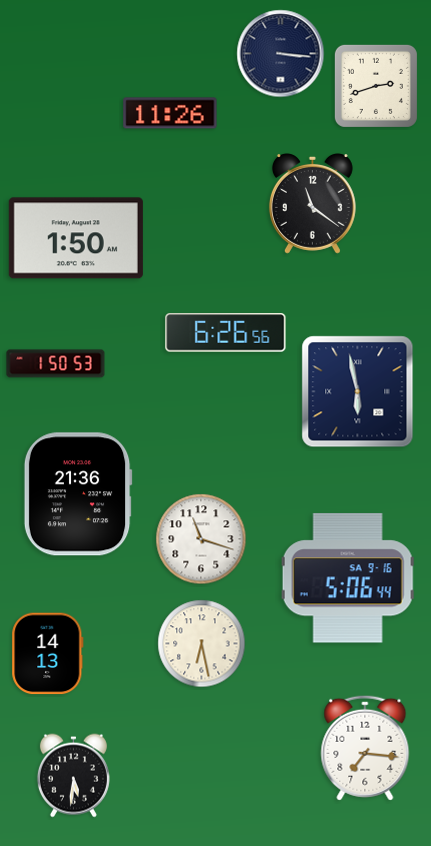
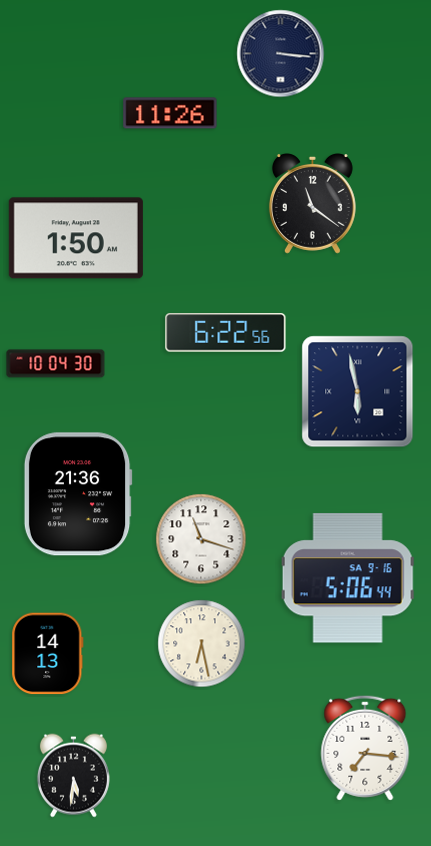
clock at (376, 86): 2:42 -> none
clock at (226, 333): 6:26 -> 6:22
clock at (56, 364): 1:50 -> 10:04
